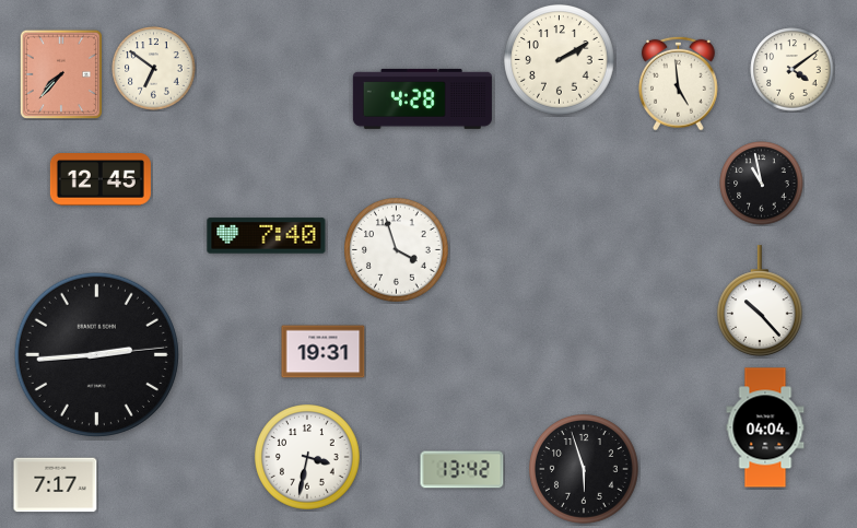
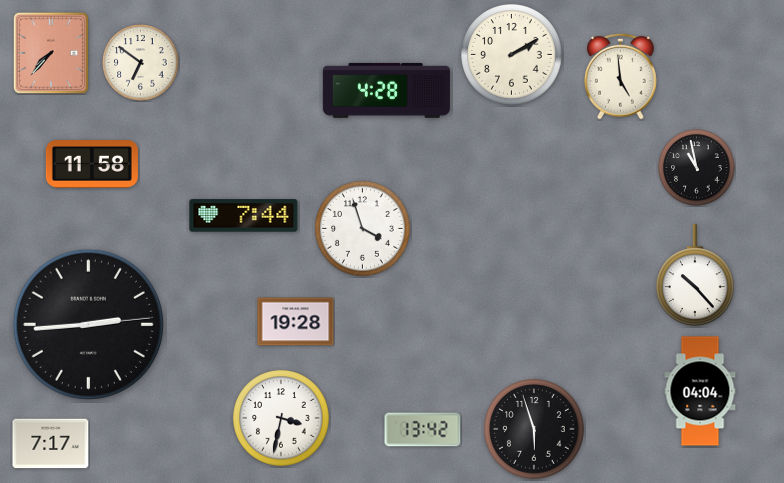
clock at (793, 70): 4:09 -> none
clock at (61, 74) position: (61, 74) -> (51, 53)
clock at (101, 180): 12:45 -> 11:58
clock at (267, 236): 7:40 -> 7:44
clock at (324, 352): 19:31 -> 19:28
